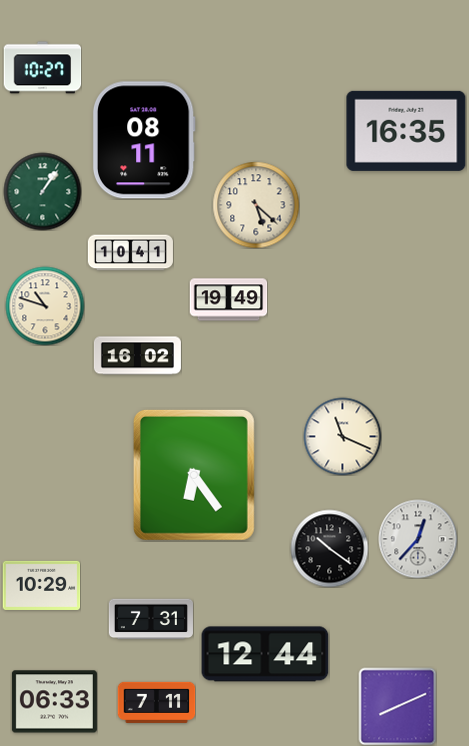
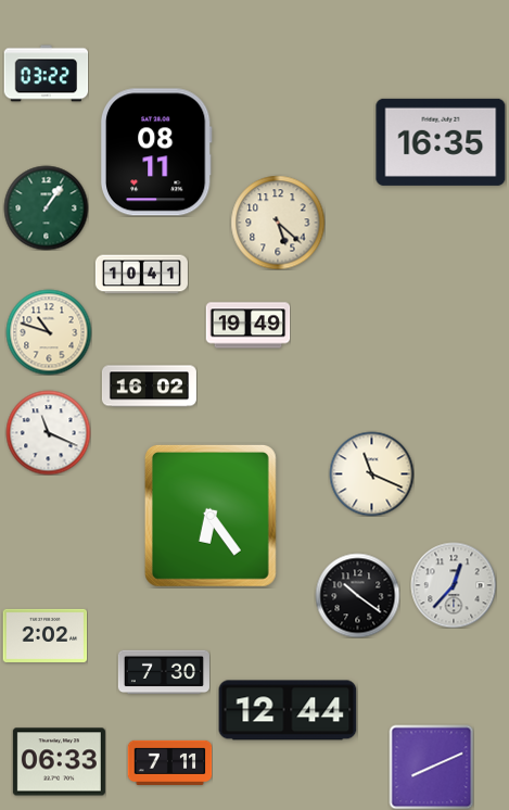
clock at (42, 68): 10:27 -> 03:22
clock at (48, 432): none -> 11:19
clock at (41, 585): 10:29 -> 2:02
clock at (151, 619): 7:31 -> 7:30
